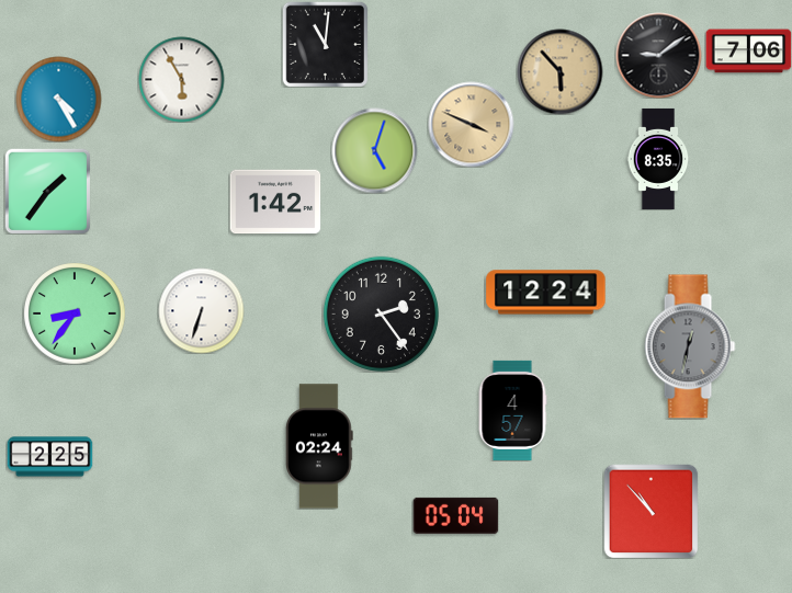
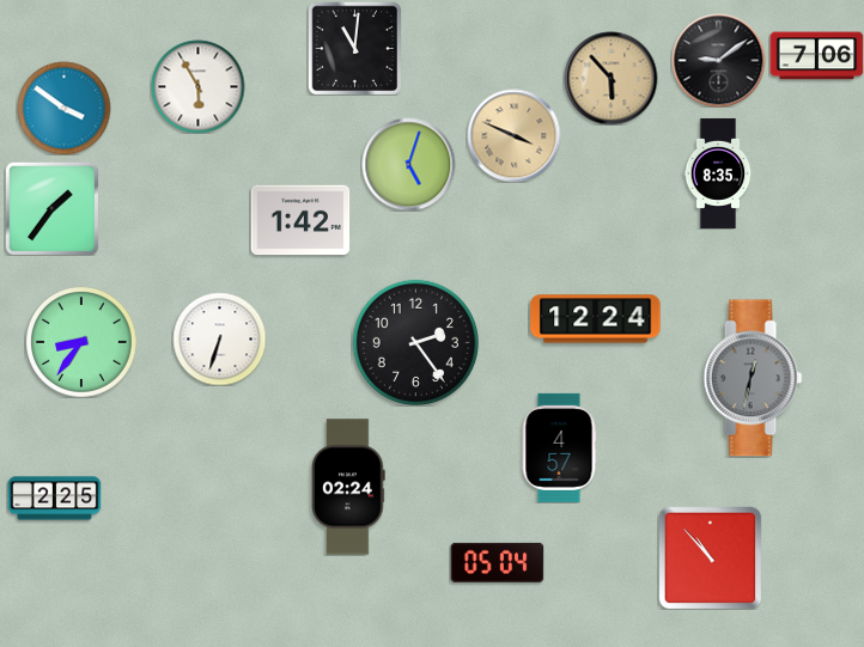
clock at (58, 99): 4:25 -> 3:51
